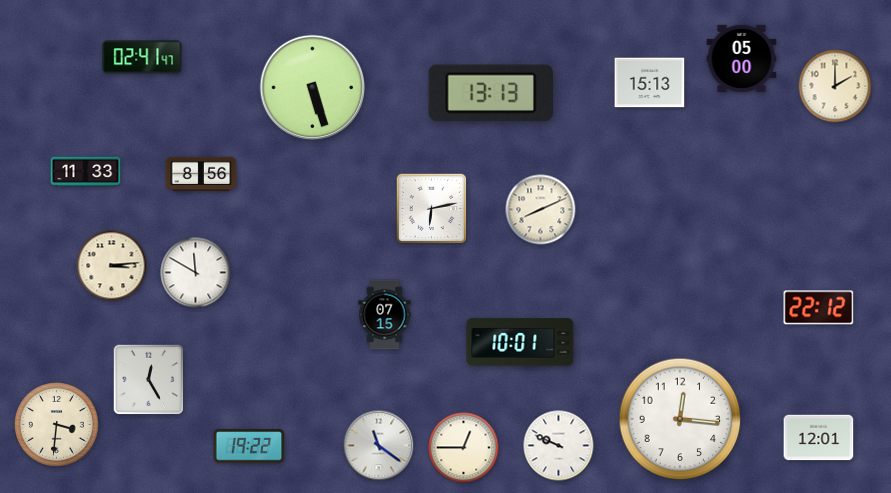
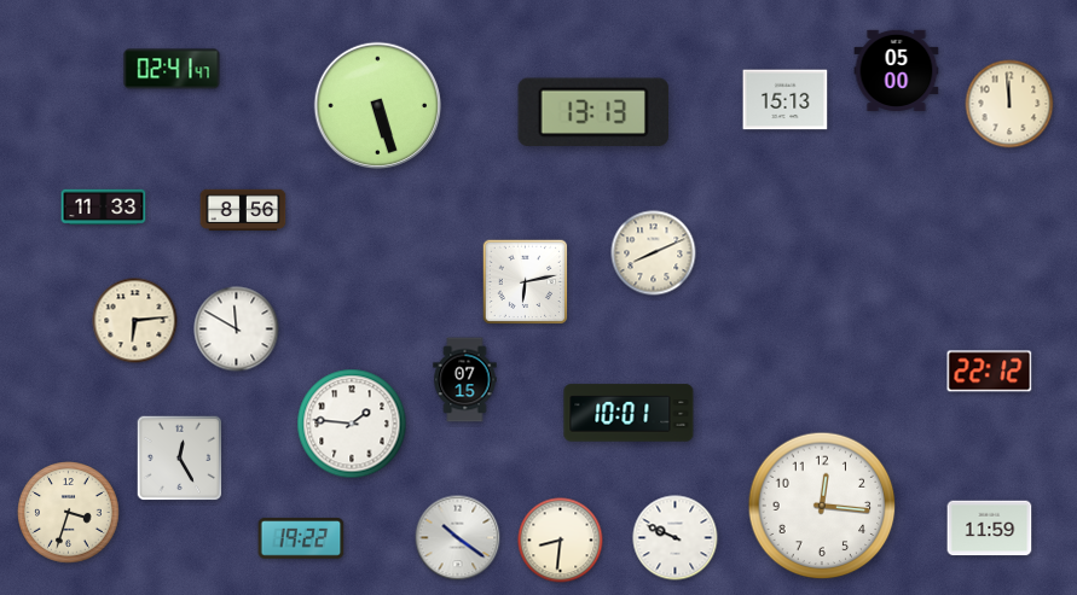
clock at (835, 86): 2:00 -> 11:59
clock at (432, 209) position: (432, 209) -> (526, 282)
clock at (112, 266): 3:14 -> 6:14
clock at (352, 424): none -> 1:46
clock at (57, 425): 3:31 -> 3:33
clock at (819, 438): 12:01 -> 11:59
clock at (379, 446): 11:21 -> 10:21
clock at (464, 448): 12:45 -> 8:31
